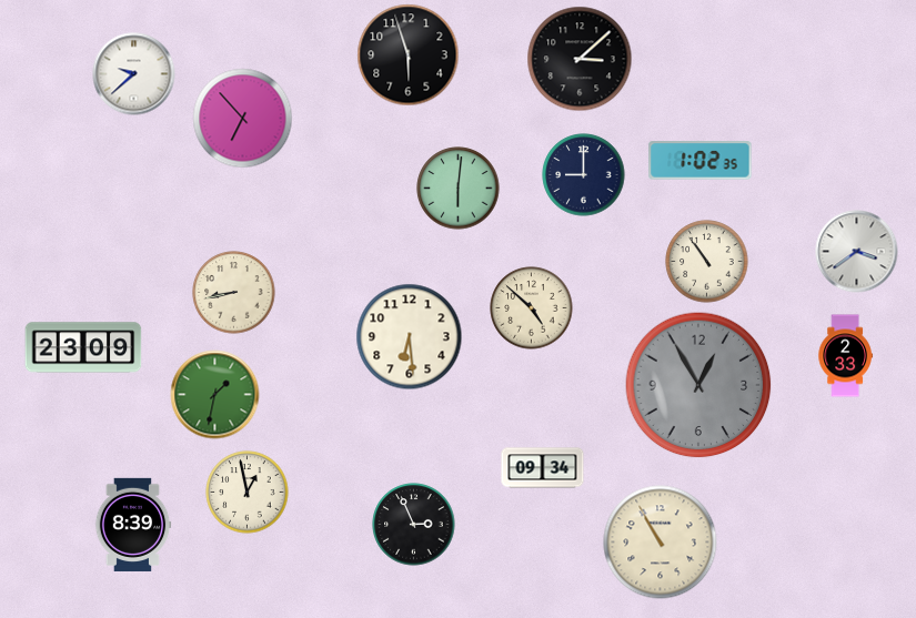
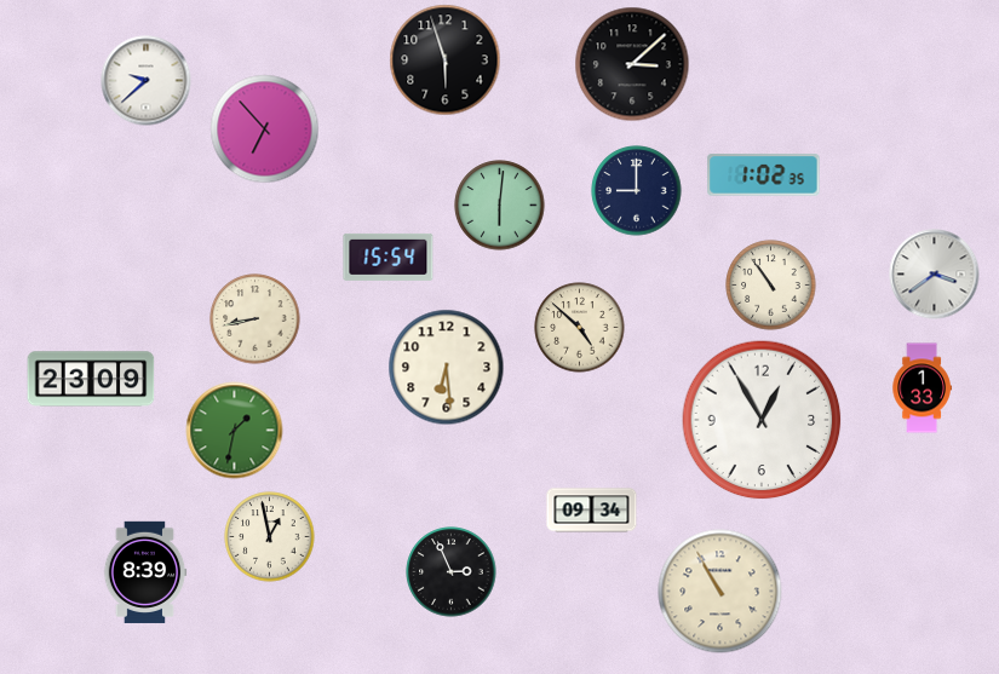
clock at (389, 257): none -> 15:54
clock at (532, 308) position: (532, 308) -> (580, 328)
clock at (845, 356): 2:33 -> 1:33
clock at (698, 385) dial: grey -> white
